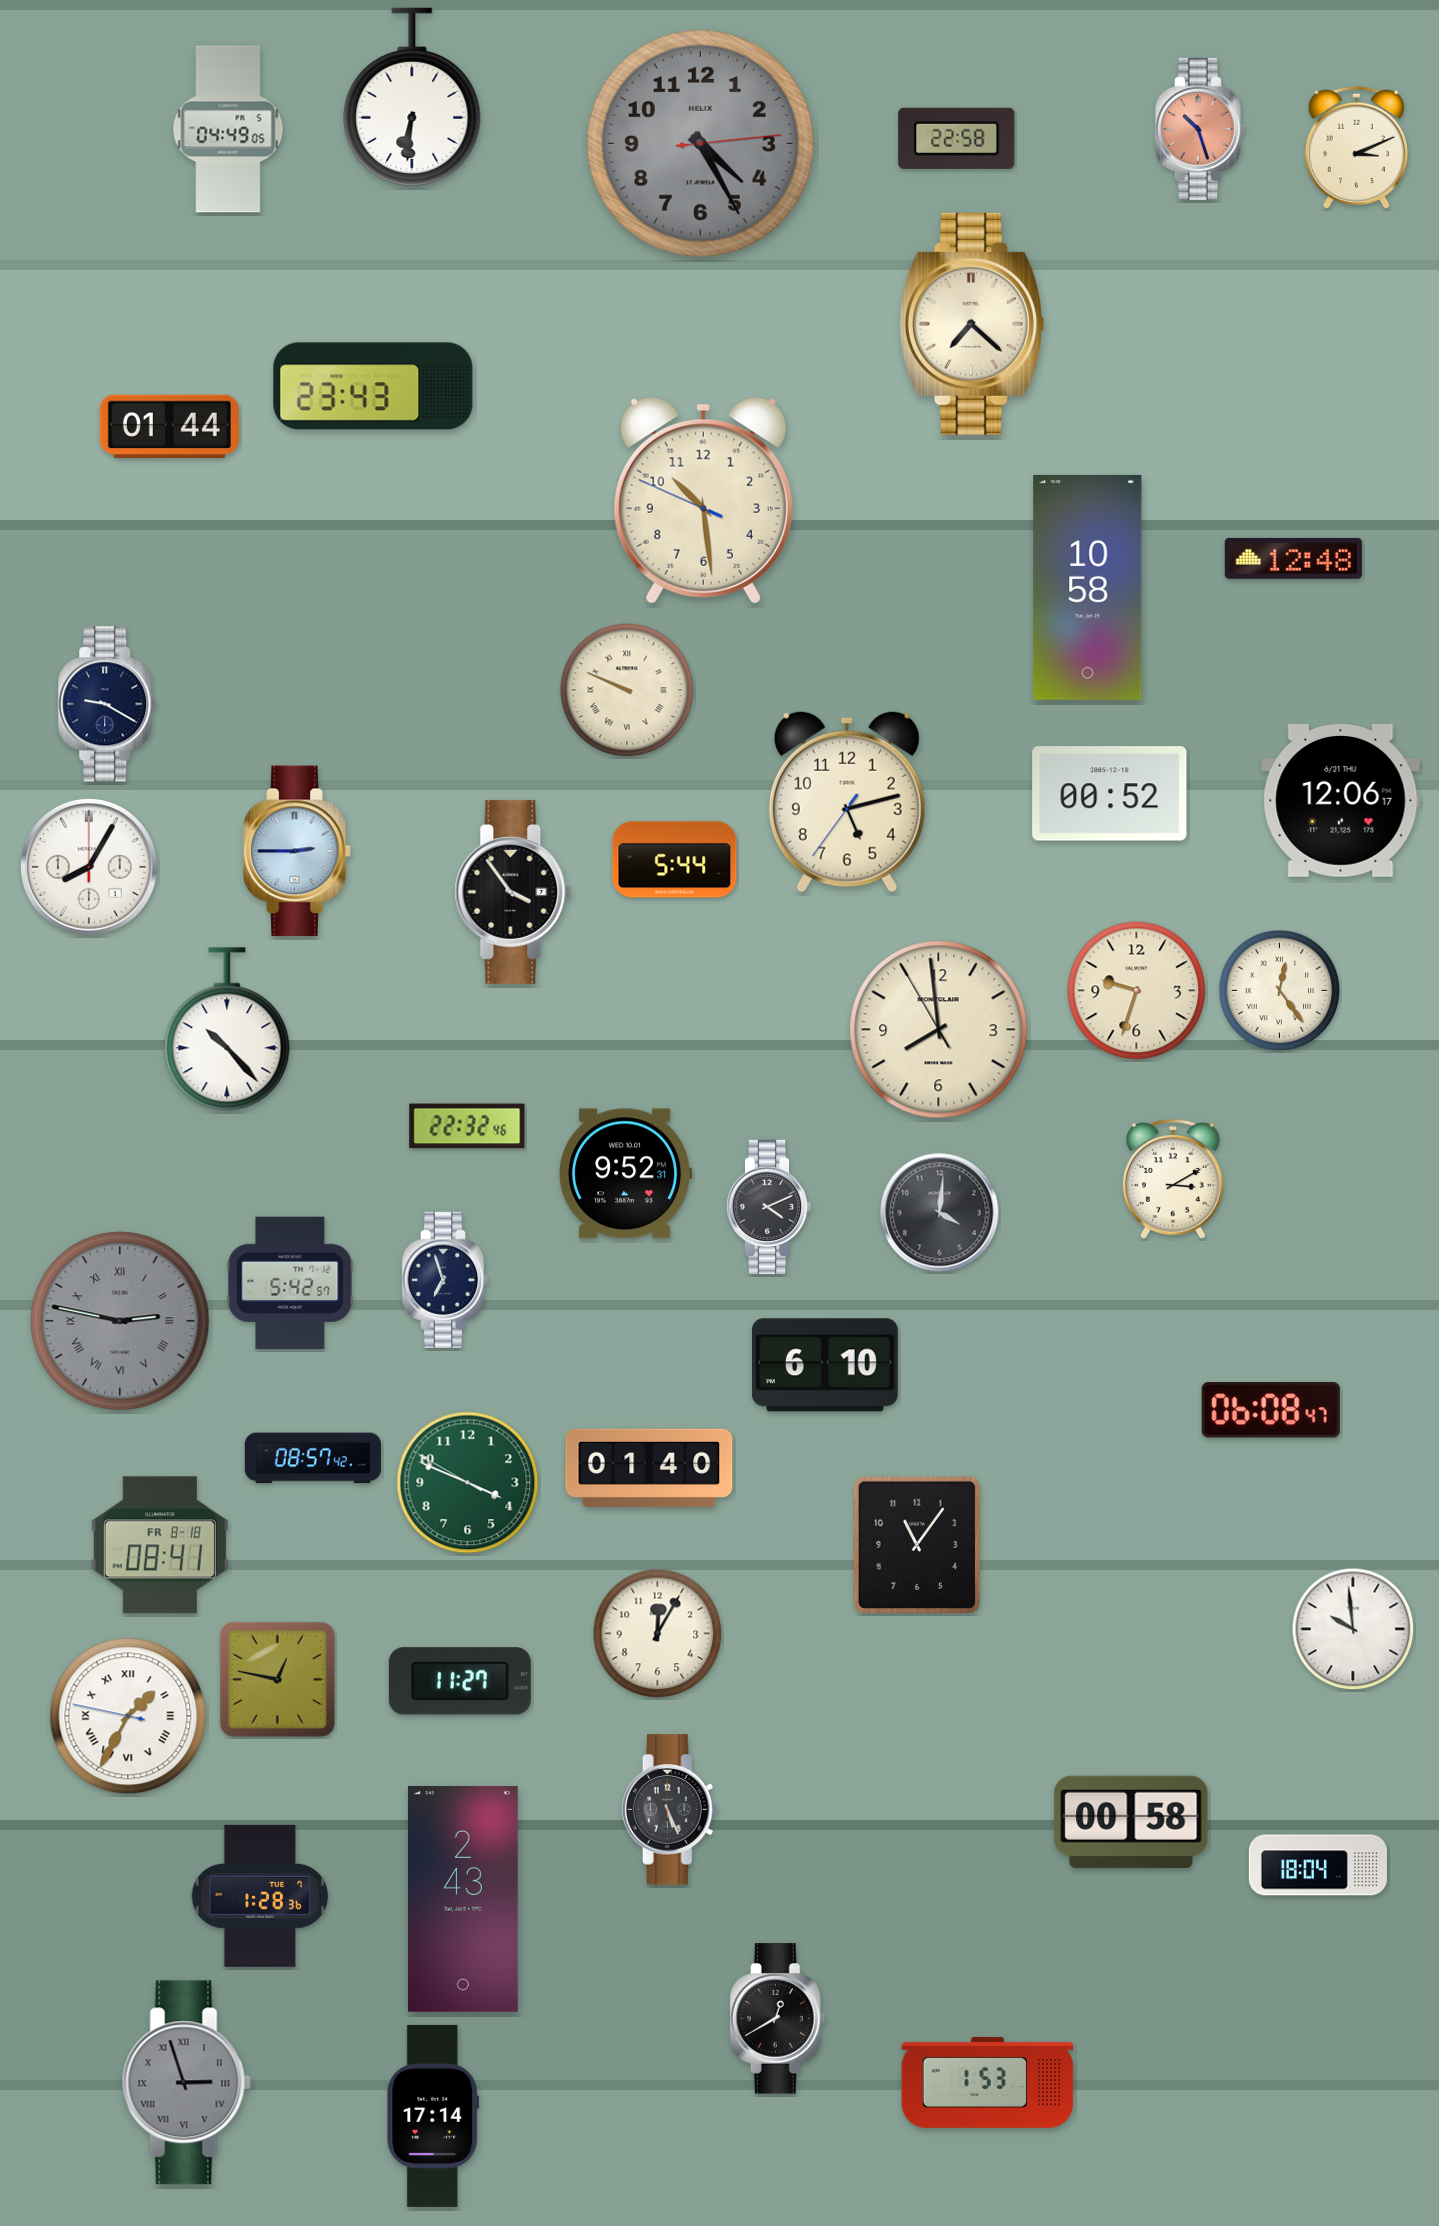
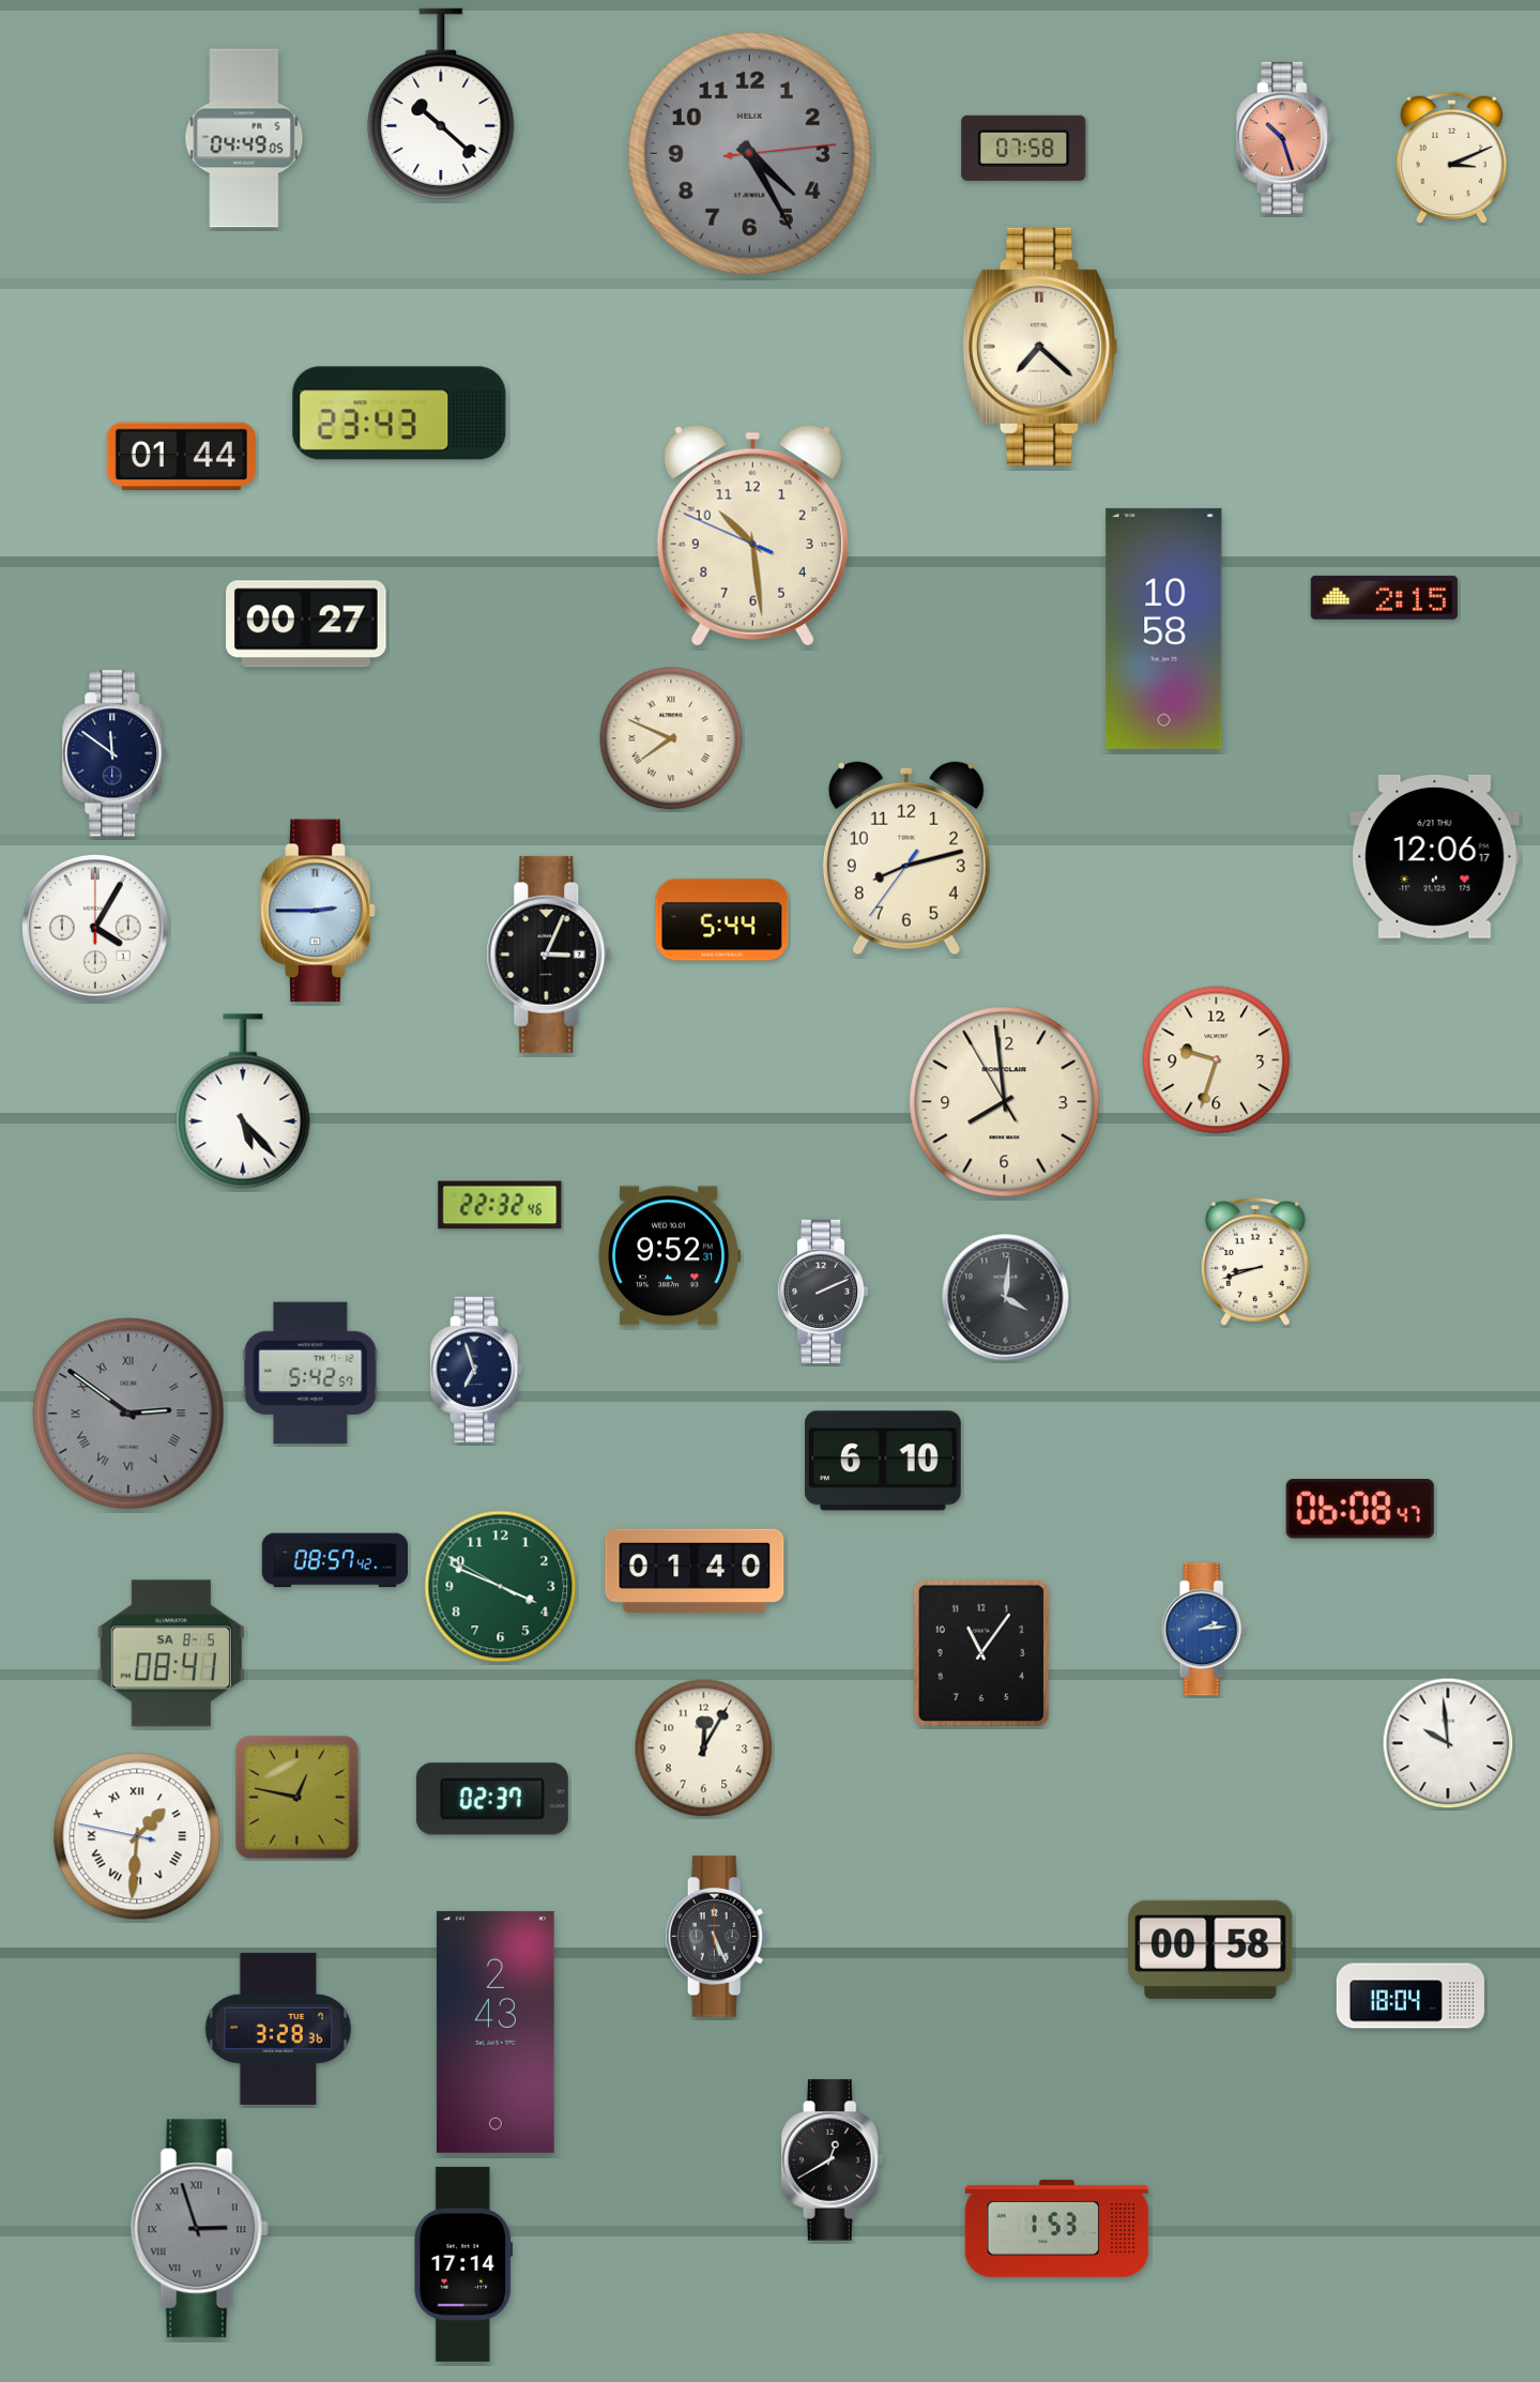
clock at (412, 97): 6:31 -> 10:22
clock at (957, 138): 22:58 -> 07:58
clock at (1293, 558): 12:48 -> 2:15
clock at (306, 624): none -> 00:27
clock at (627, 690): 9:49 -> 7:49
clock at (107, 704): 9:20 -> 11:51
clock at (1110, 794): 00:52 -> none
clock at (847, 802): 5:12 -> 8:12
clock at (89, 867): 8:05 -> 4:05
clock at (513, 892): 3:54 -> 3:04
clock at (1280, 991): 12:24 -> none
clock at (227, 1029): 10:23 -> 5:23
clock at (1173, 1179): 3:10 -> 8:42
clock at (769, 1207): 4:11 -> 2:11
clock at (120, 1321): 2:47 -> 2:51
clock at (1203, 1630): none -> 2:14
clock at (160, 1545) date: FR 8-18 -> SA 8-5
clock at (460, 1681): 11:27 -> 02:37
clock at (128, 1716): 1:34 -> 1:30
clock at (260, 1896): 1:28 -> 3:28
